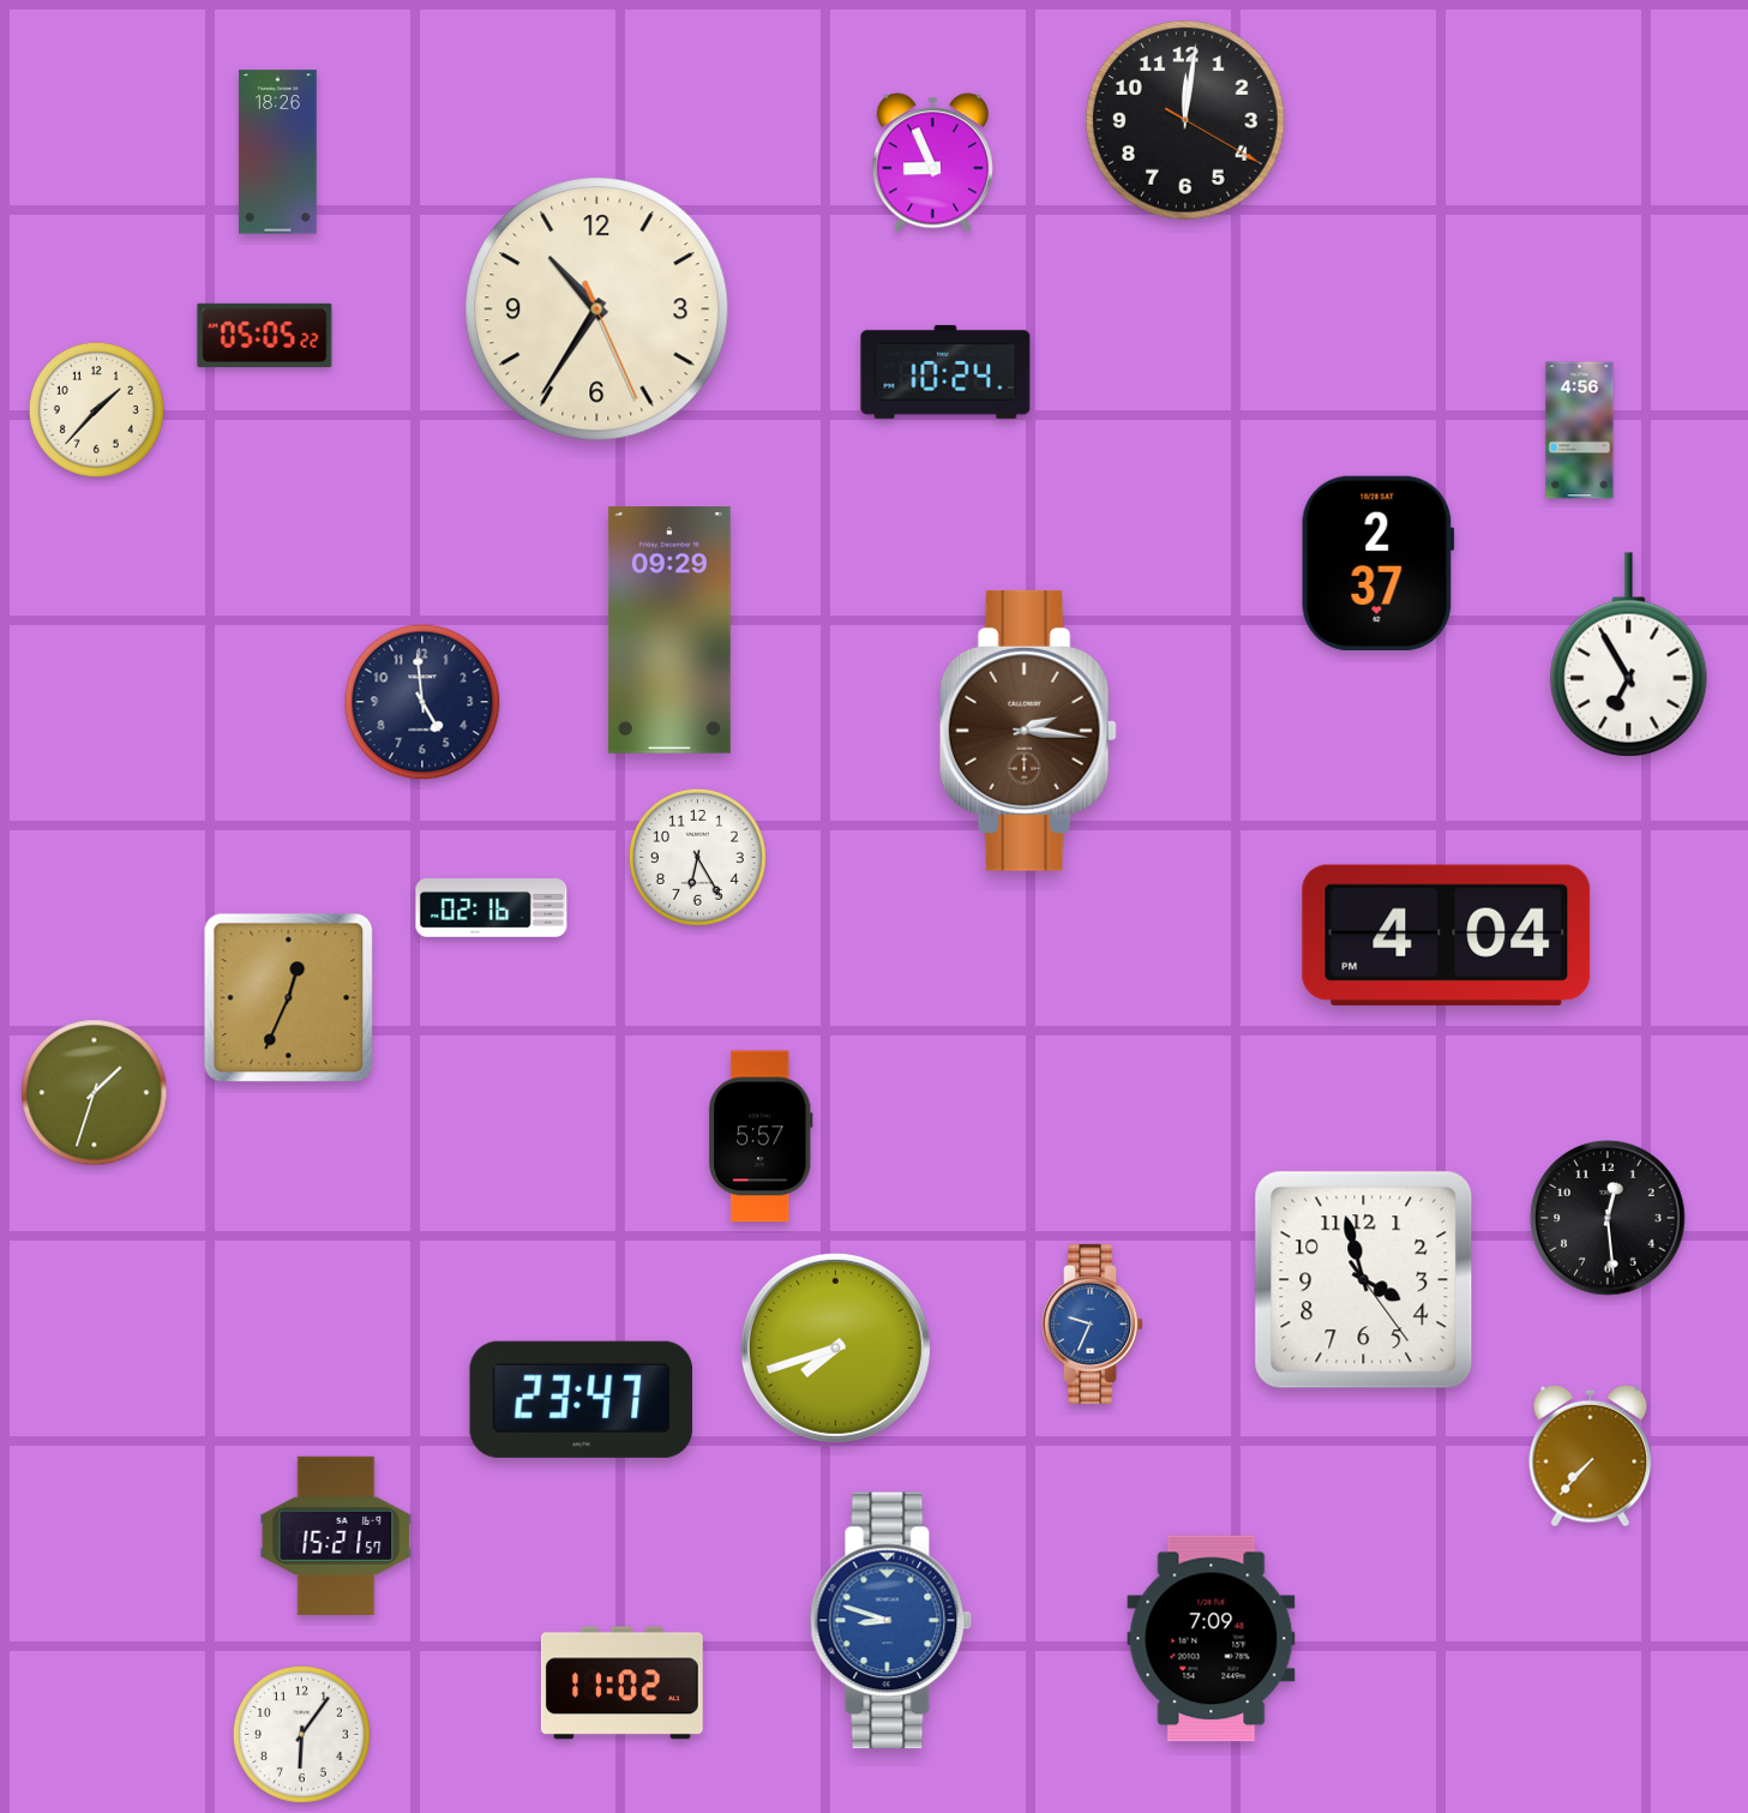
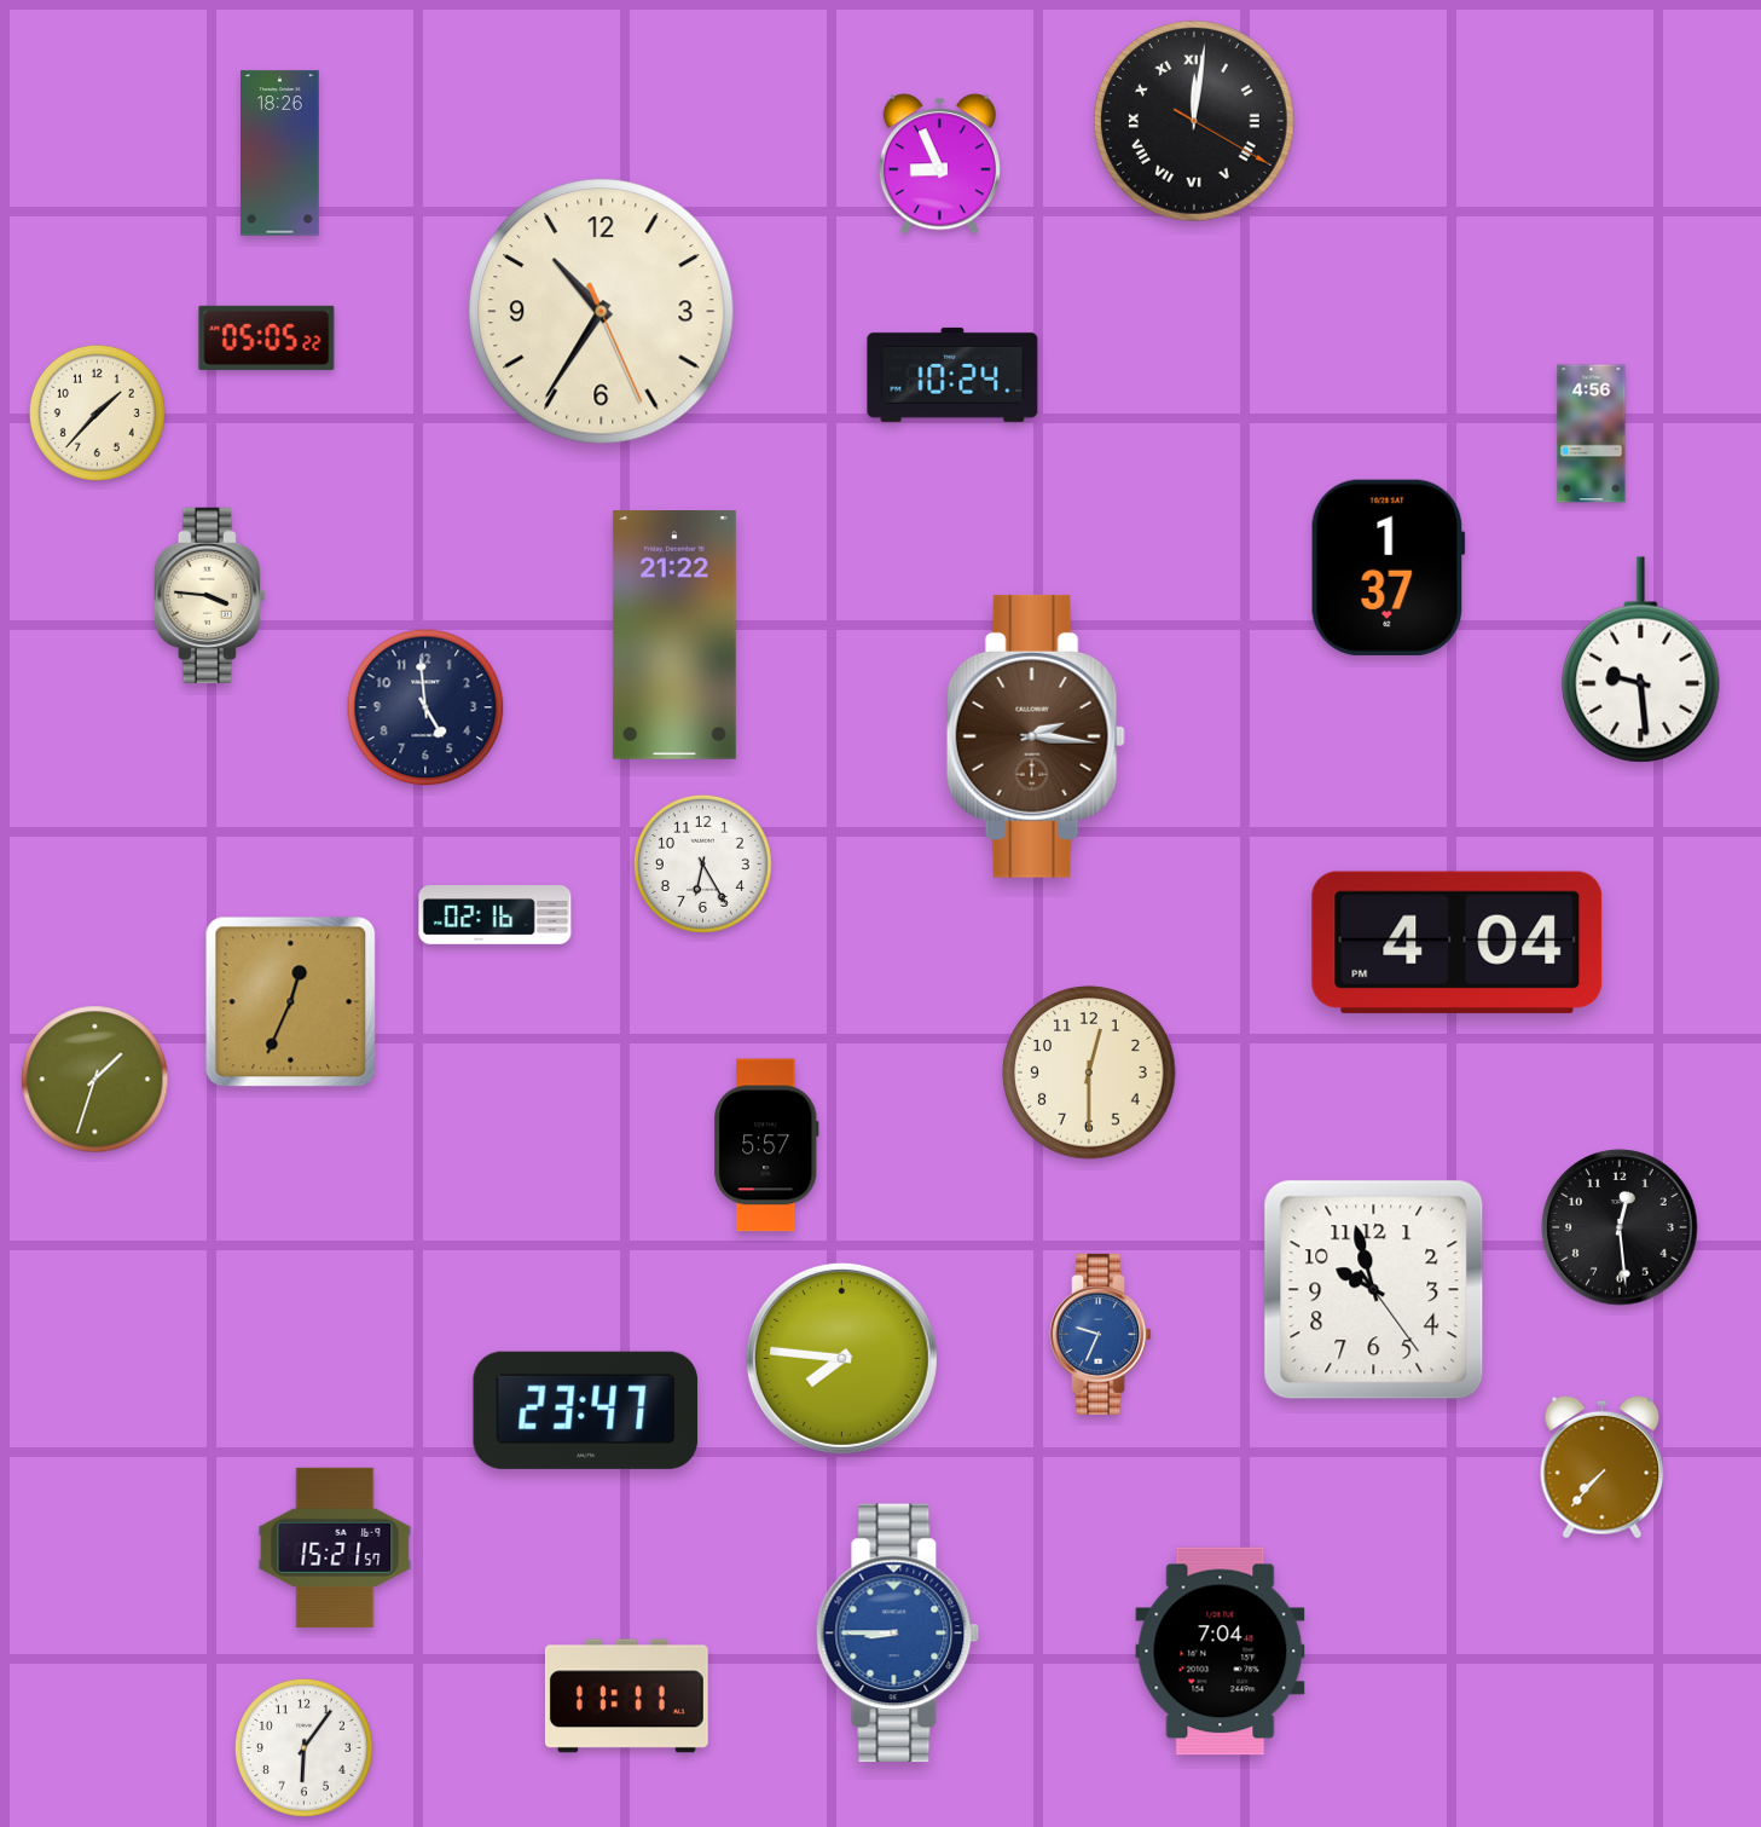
clock at (1185, 120) numerals: Arabic -> Roman
clock at (1377, 563): 2:37 -> 1:37
clock at (209, 595): none -> 3:46
clock at (669, 631): 09:29 -> 21:22
clock at (1629, 655): 6:55 -> 9:29
clock at (289, 998) position: (289, 998) -> (291, 1002)
clock at (1089, 1073): none -> 12:30
clock at (95, 1093) position: (95, 1093) -> (95, 1080)
clock at (1364, 1280): 3:57 -> 9:57
clock at (835, 1347): 7:42 -> 7:46
clock at (336, 1536) position: (336, 1536) -> (335, 1548)
clock at (891, 1621): 8:48 -> 8:45
clock at (1212, 1639): 7:09 -> 7:04
clock at (621, 1683): 11:02 -> 11:11
